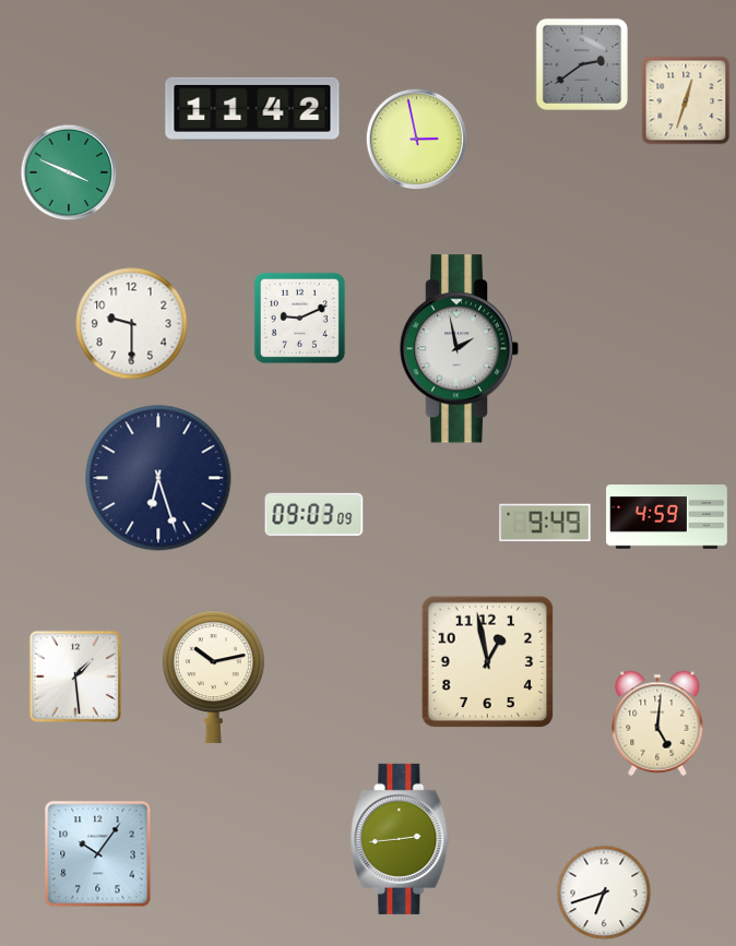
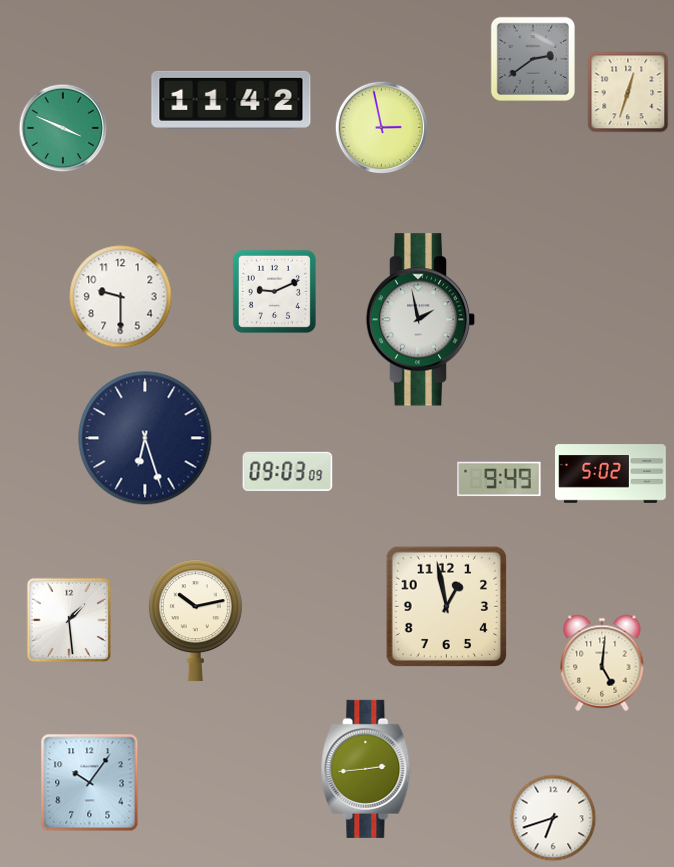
clock at (69, 172) position: (69, 172) -> (63, 128)
clock at (667, 517): 4:59 -> 5:02
